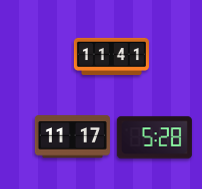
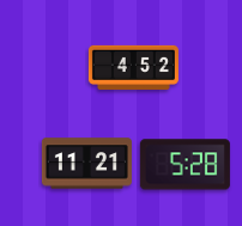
clock at (111, 56): 11:41 -> 4:52
clock at (72, 137): 11:17 -> 11:21
